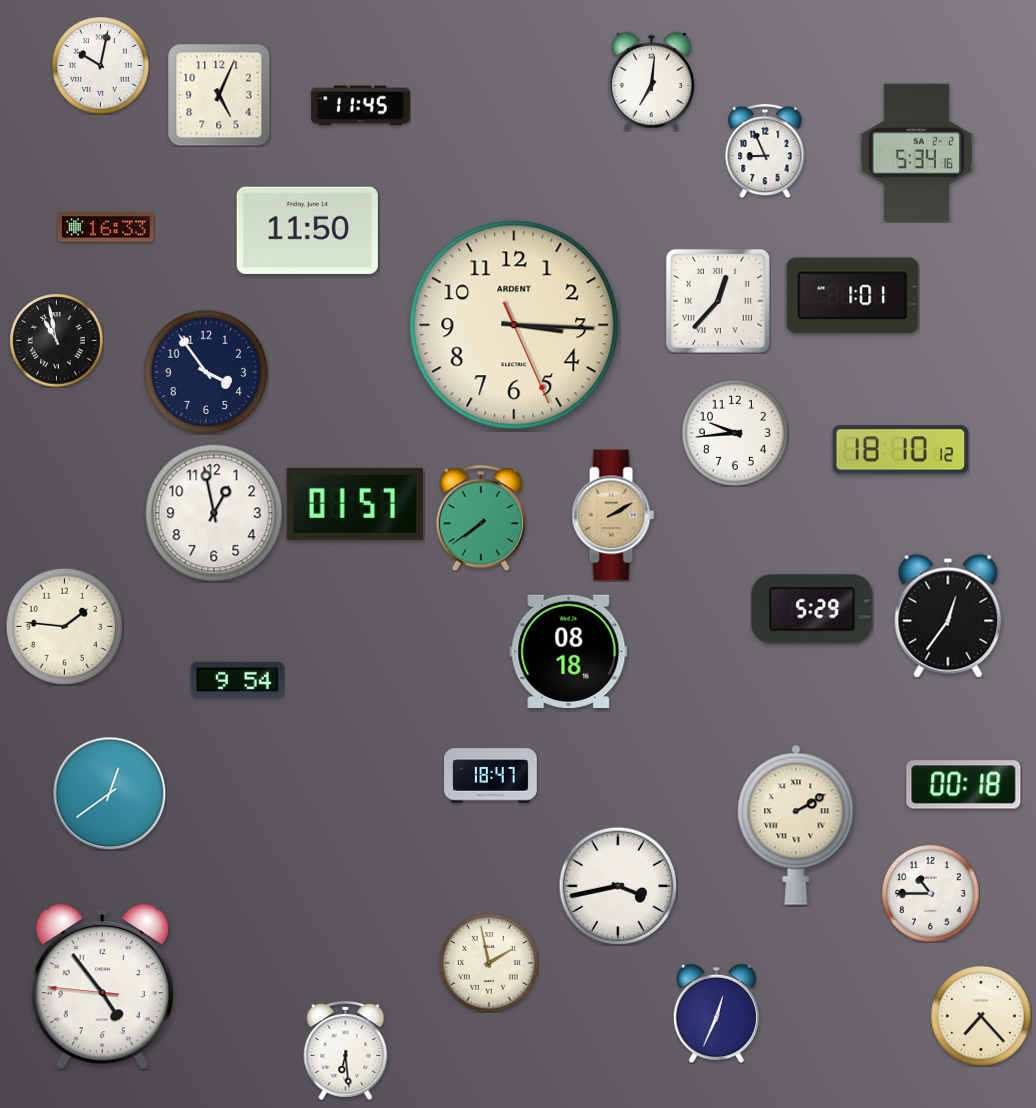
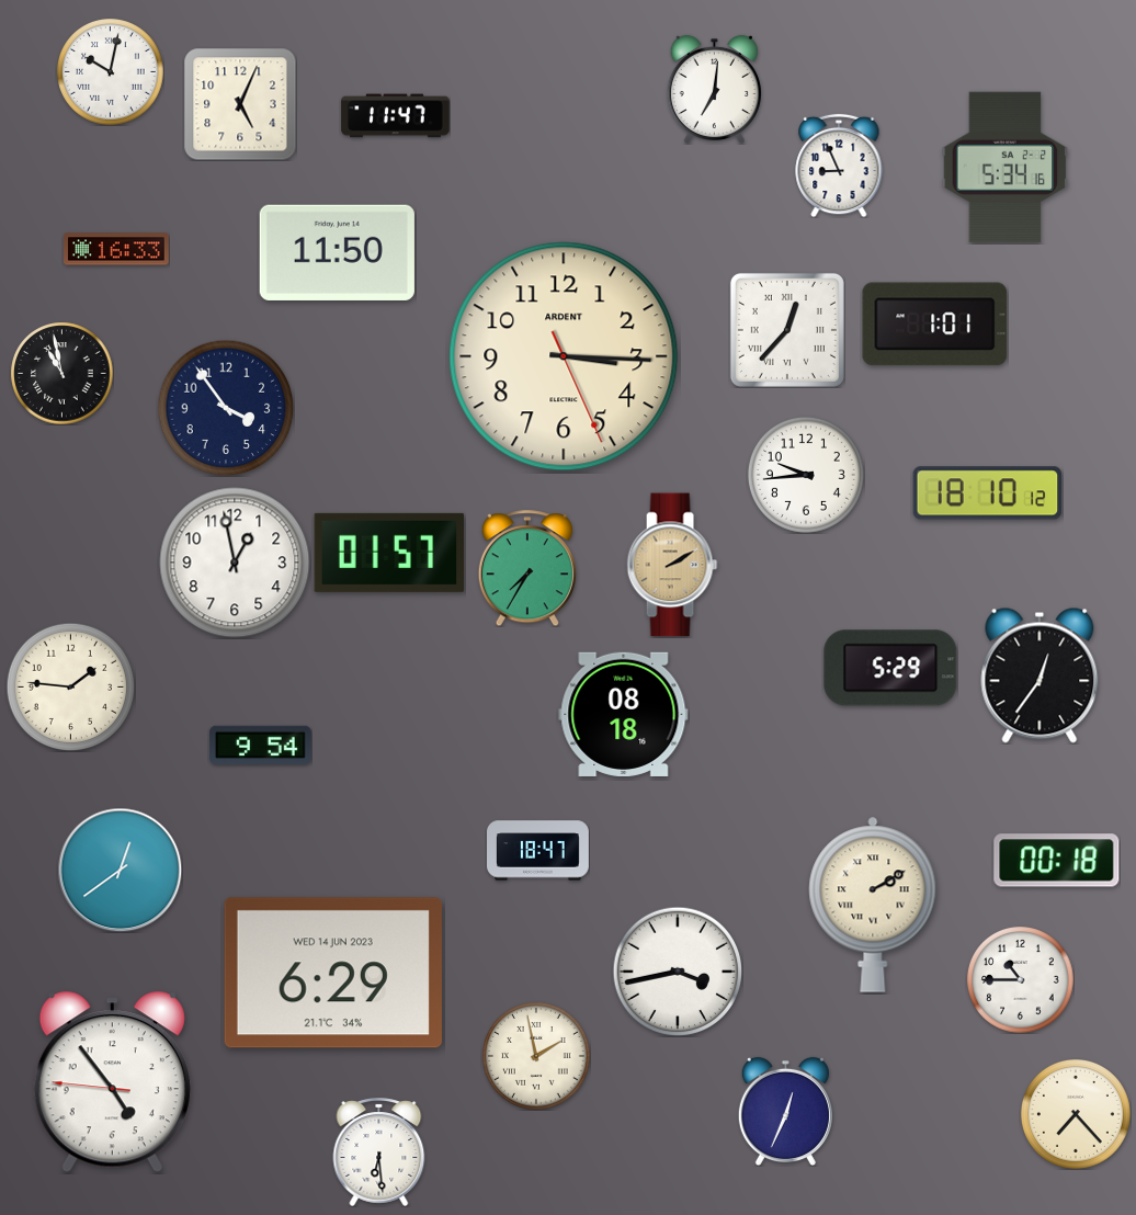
clock at (361, 106): 11:45 -> 11:47
clock at (481, 518): 7:39 -> 7:35
clock at (333, 973): none -> 6:29
